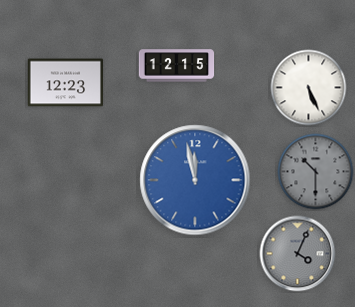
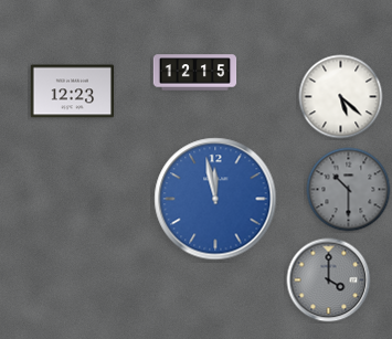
clock at (309, 88): 5:26 -> 5:22
clock at (298, 254): 4:04 -> 4:00
